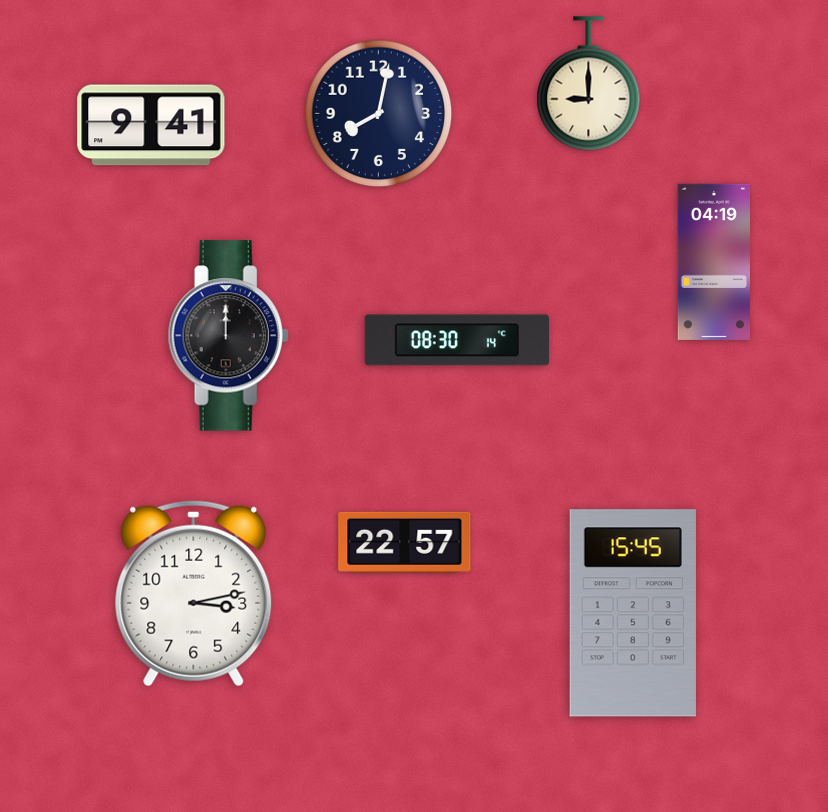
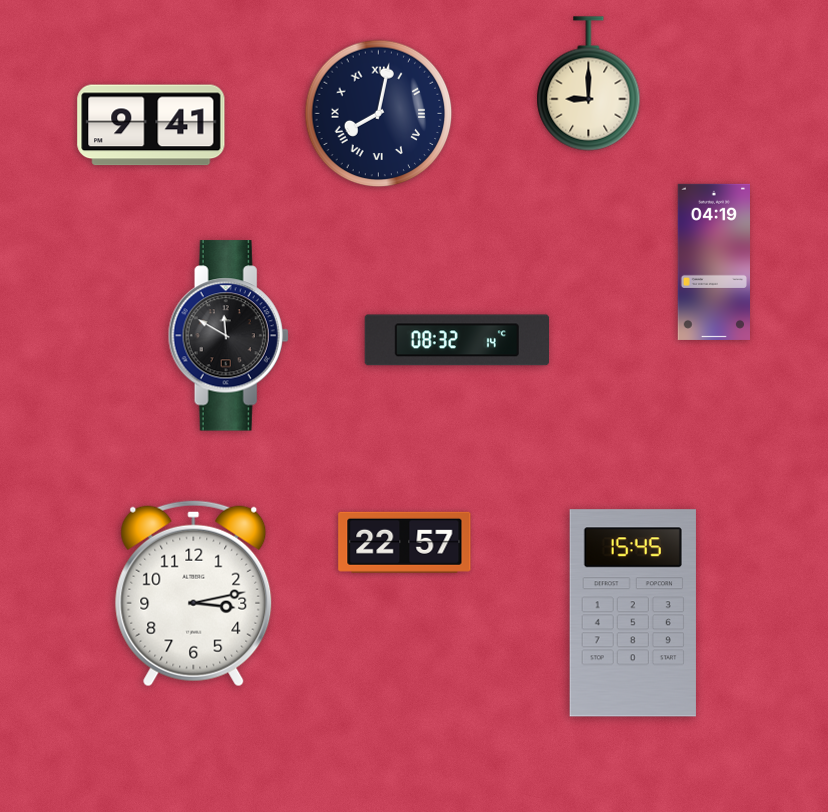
clock at (379, 114) numerals: Arabic -> Roman
clock at (228, 336): 12:00 -> 11:50
clock at (456, 340): 08:30 -> 08:32
